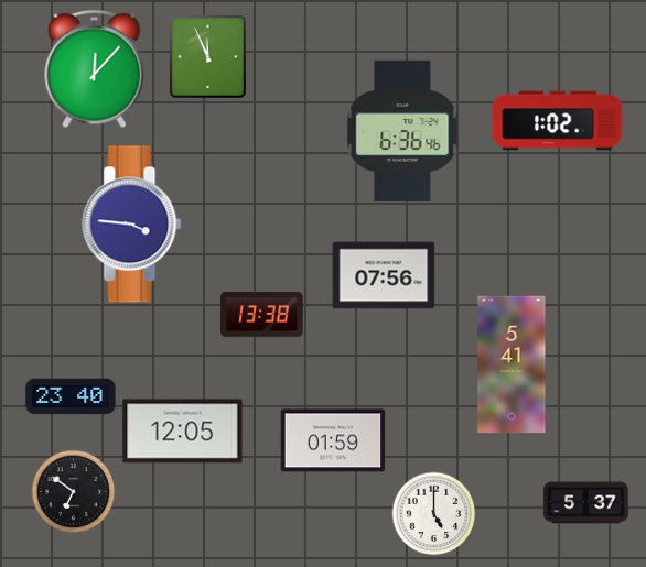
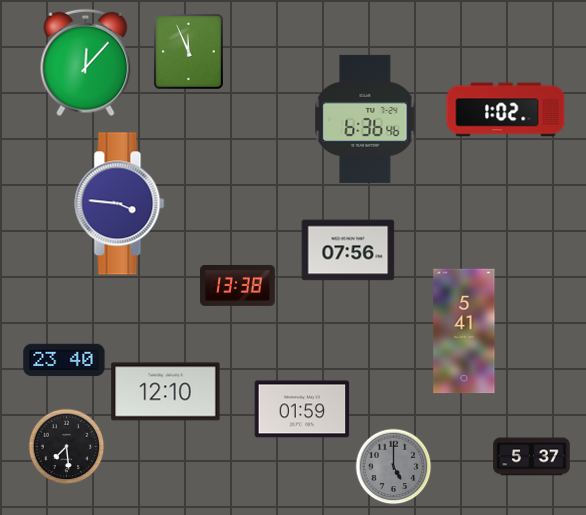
clock at (183, 432): 12:05 -> 12:10
clock at (333, 440) position: (333, 440) -> (302, 409)
clock at (74, 492): 6:51 -> 7:29
clock at (434, 514) dial: white -> grey
